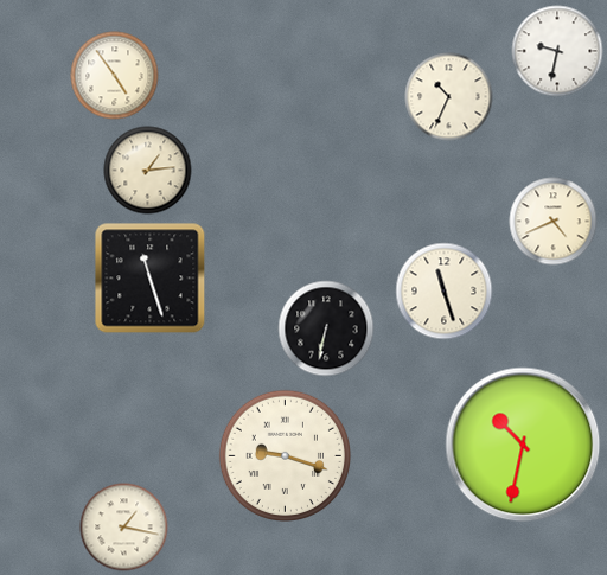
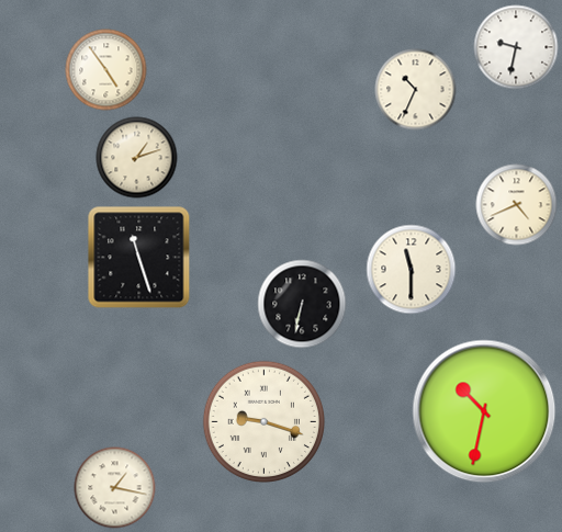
clock at (148, 171): 1:14 -> 1:12
clock at (554, 222) position: (554, 222) -> (517, 205)
clock at (445, 292): 11:27 -> 11:30
